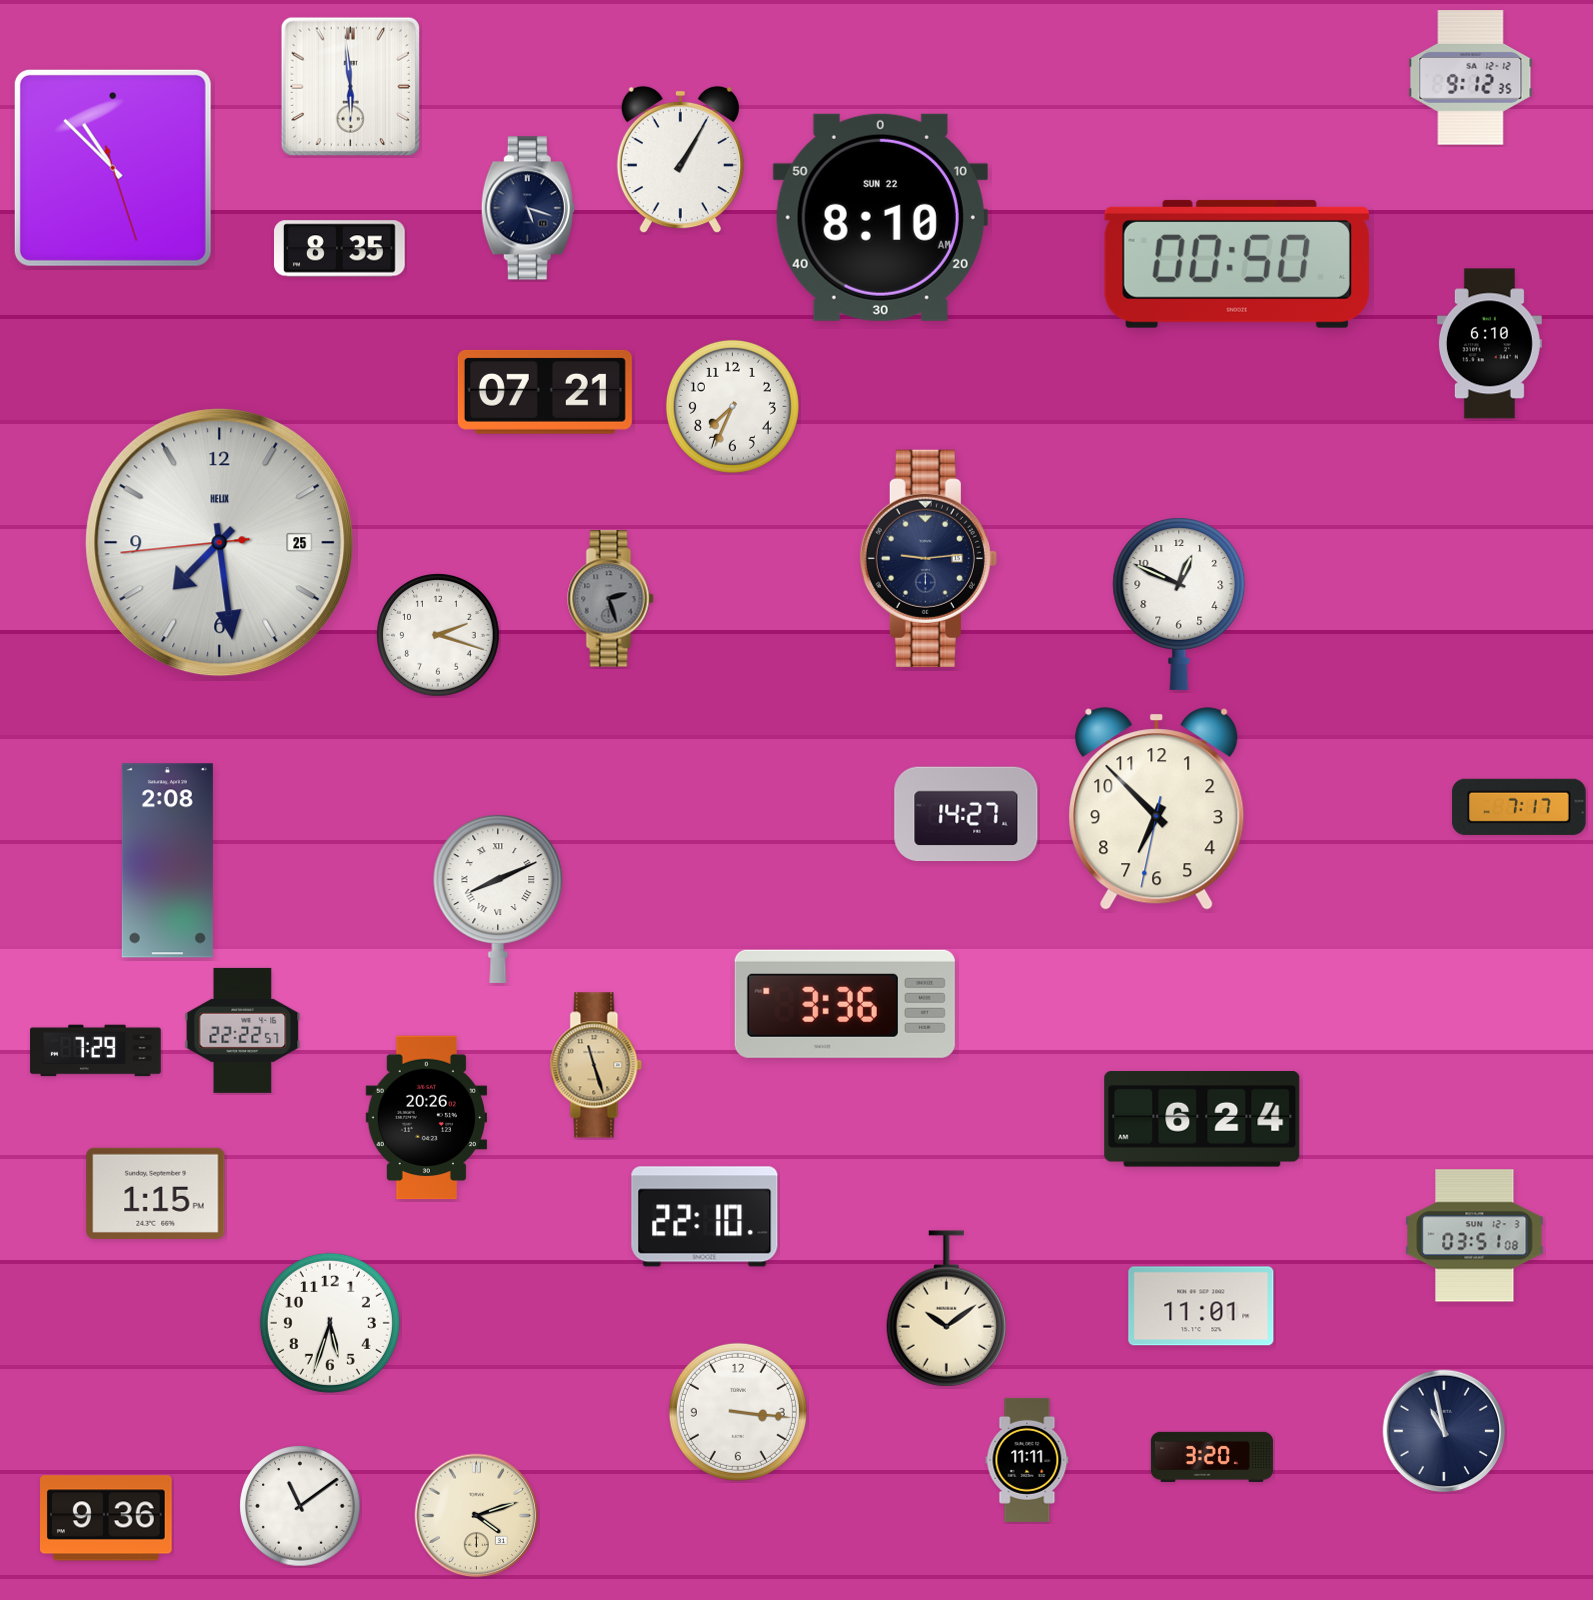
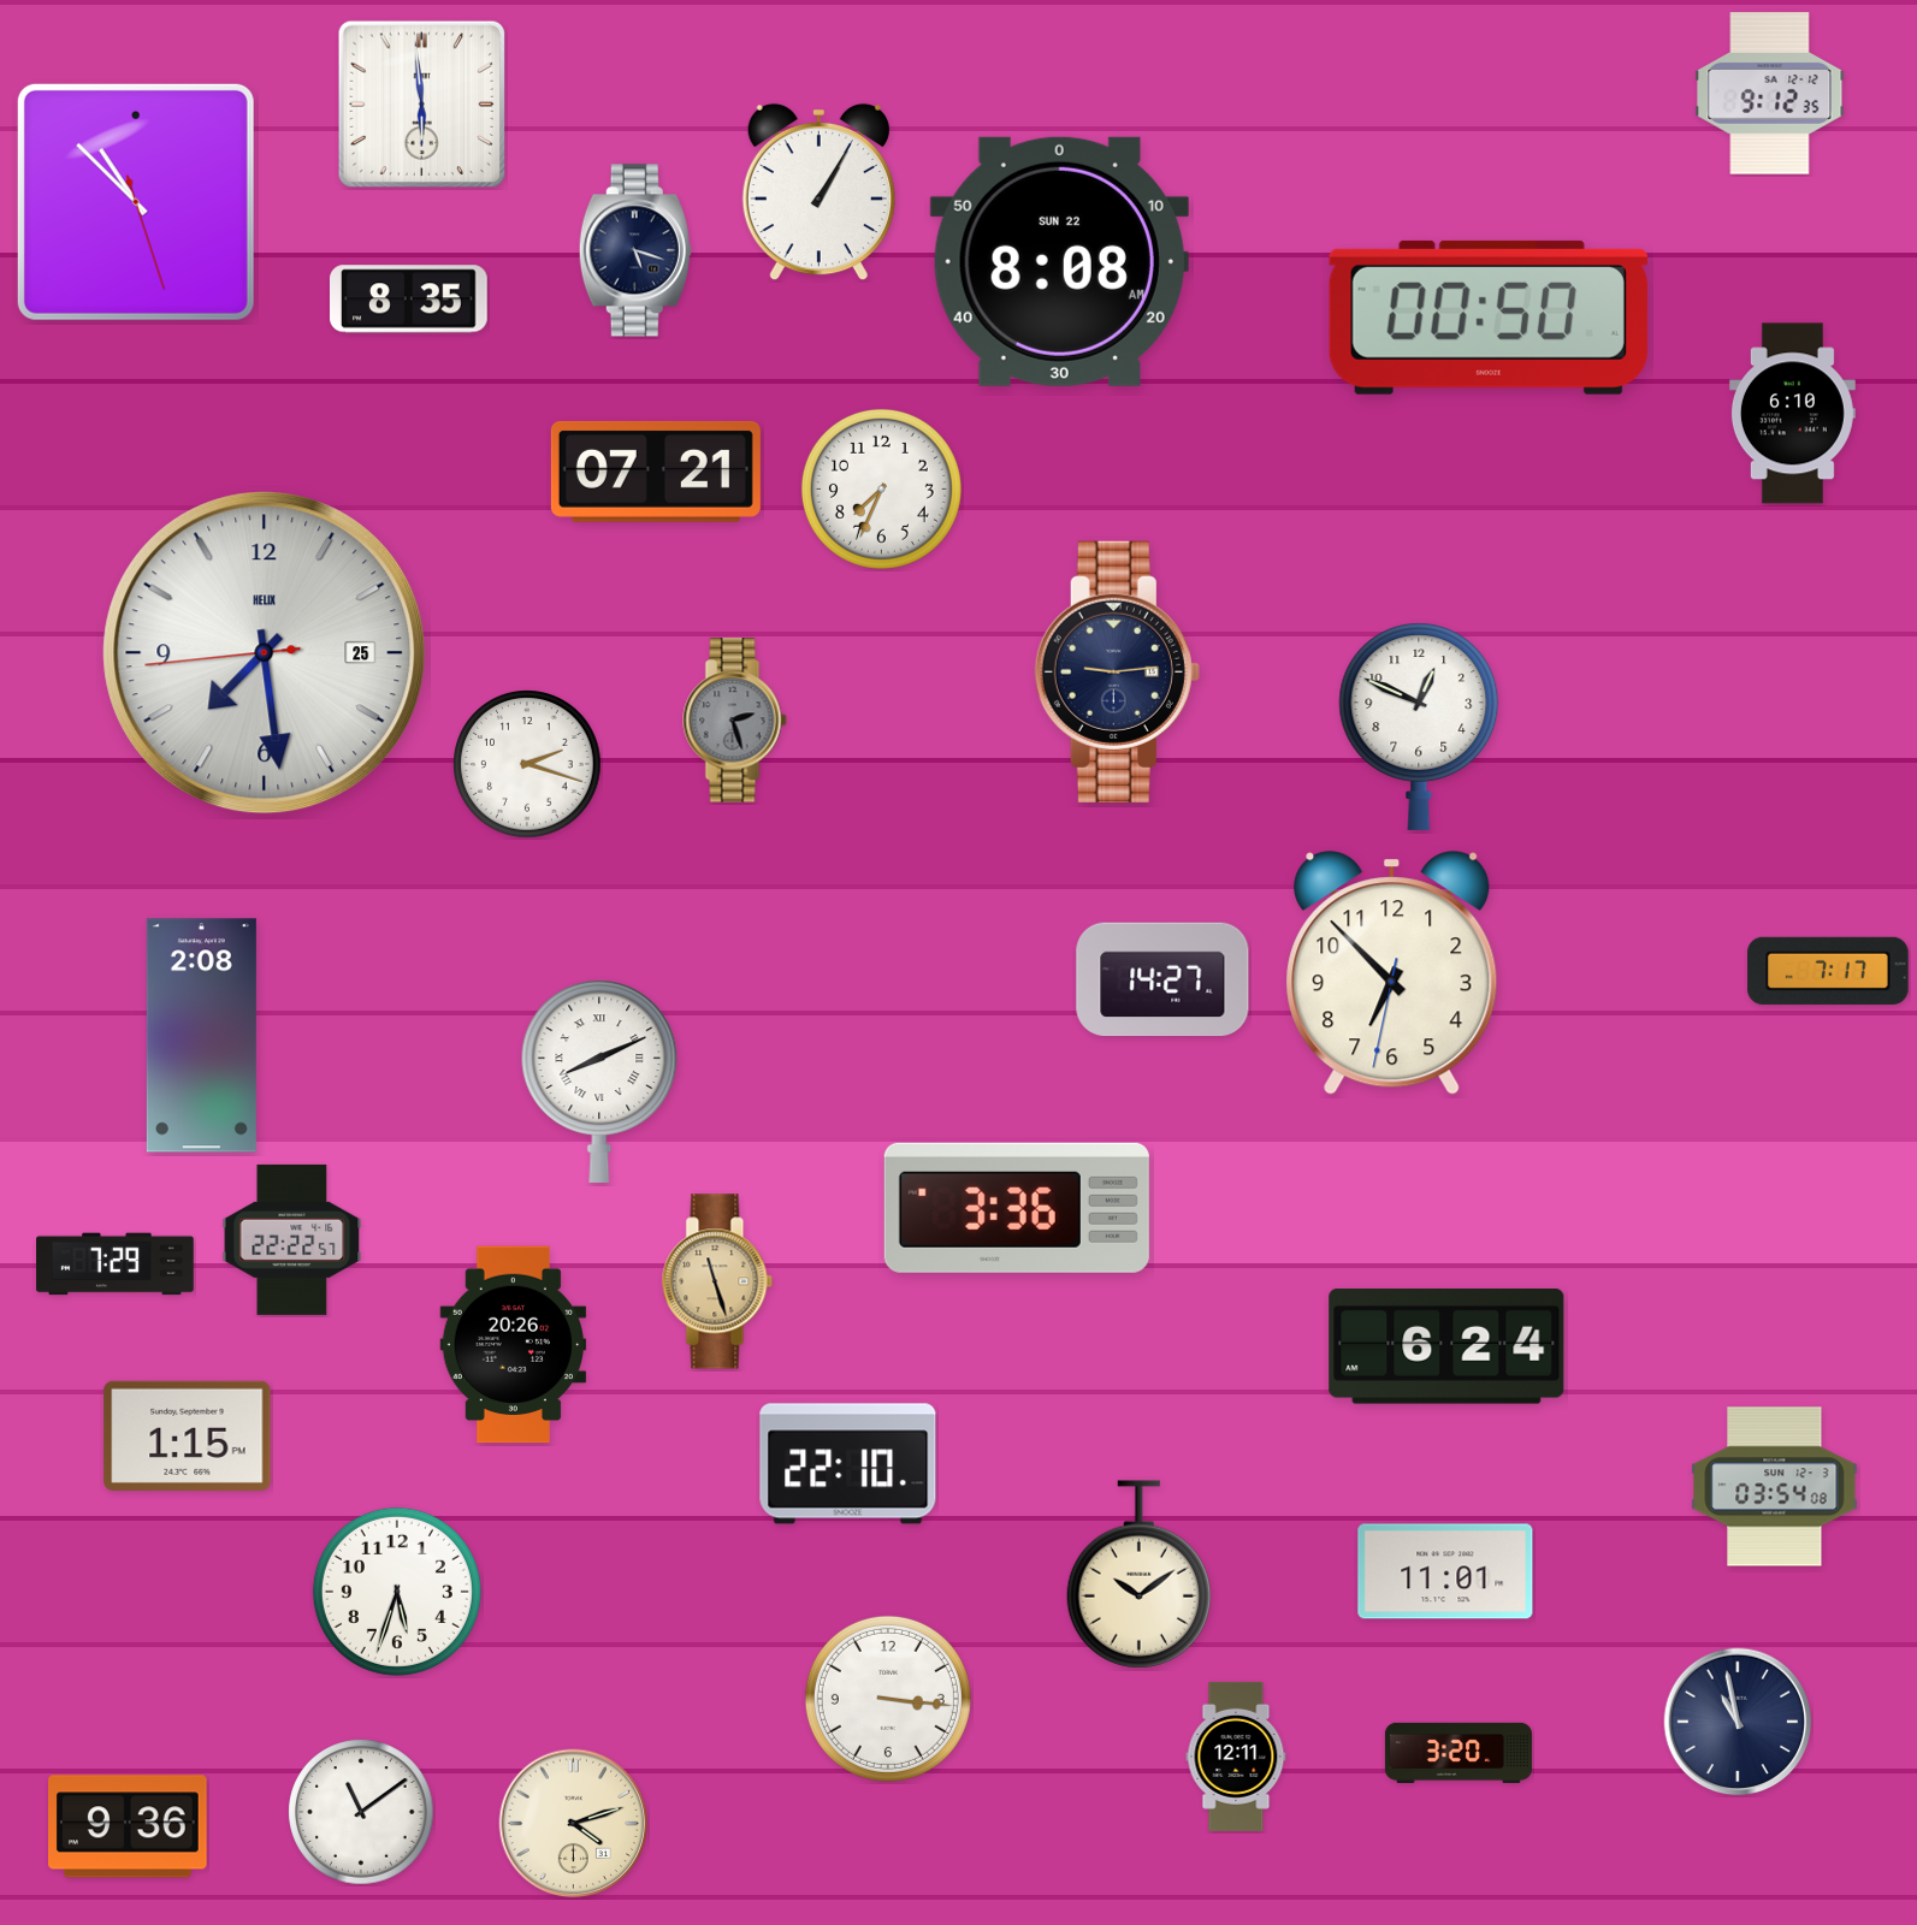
clock at (880, 217): 8:10 -> 8:08
clock at (1475, 1236): 03:51 -> 03:54
clock at (1027, 1460): 11:11 -> 12:11
